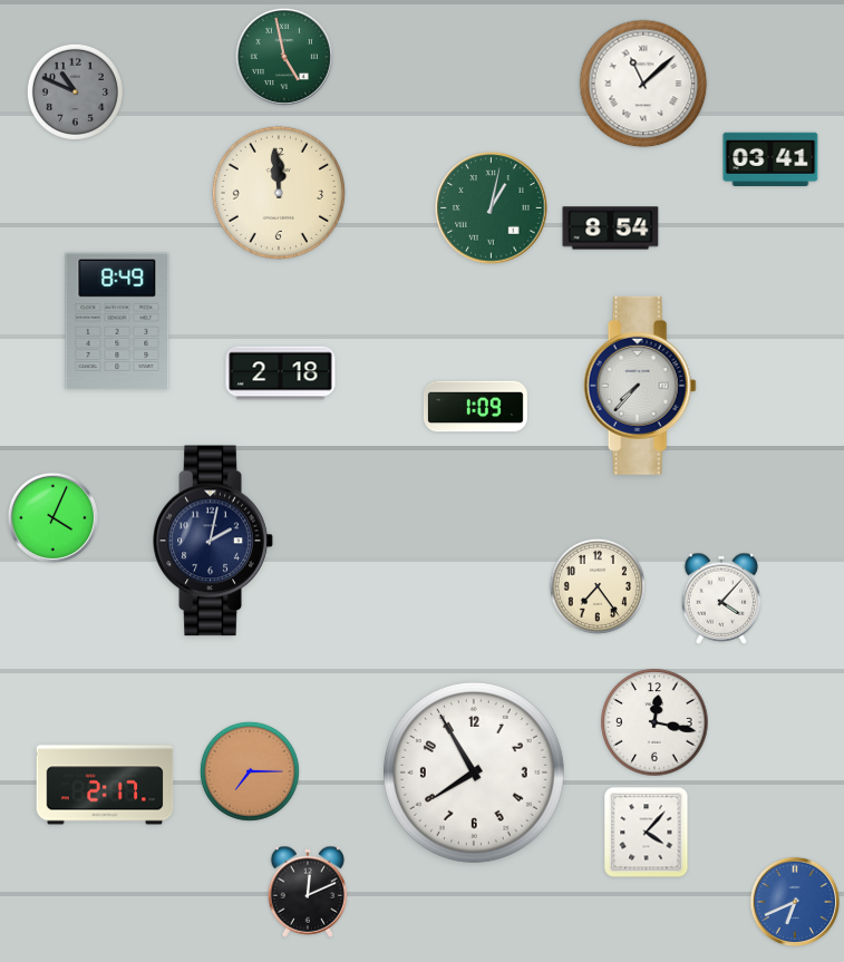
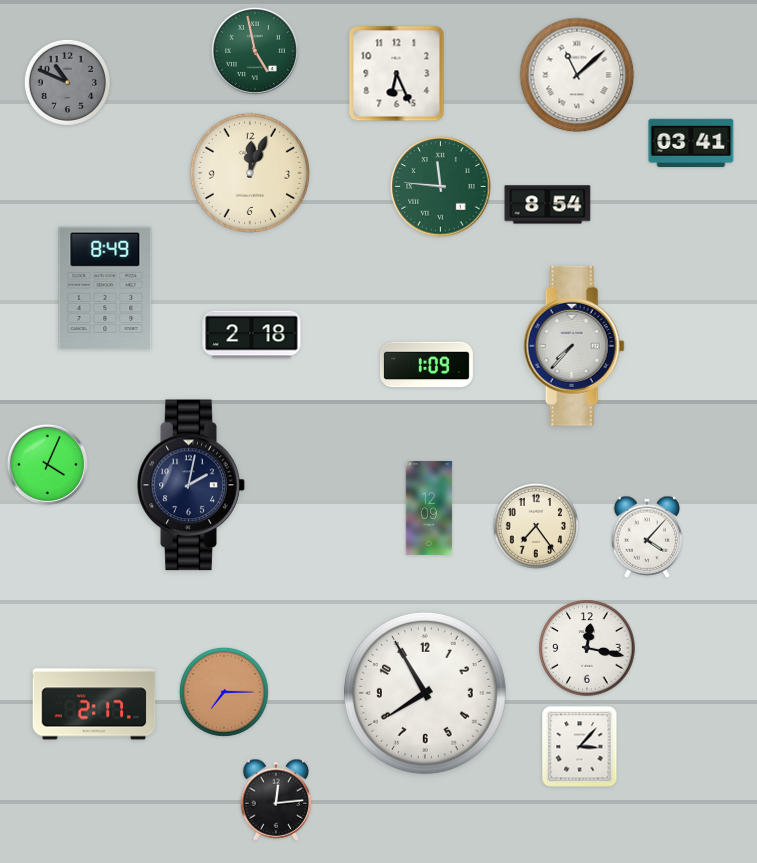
clock at (397, 74): none -> 6:26
clock at (279, 193): 11:59 -> 12:04
clock at (492, 208): 1:02 -> 11:46
clock at (429, 508): none -> 12:09
clock at (647, 833): 4:07 -> 3:07
clock at (308, 892): 12:11 -> 12:14
clock at (795, 902): 6:41 -> none
